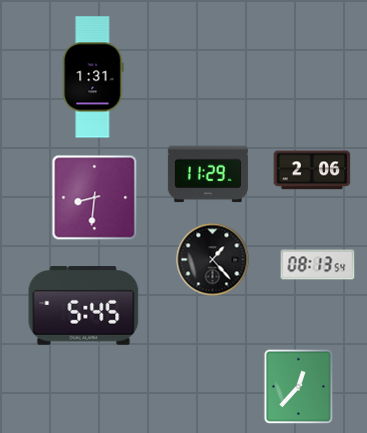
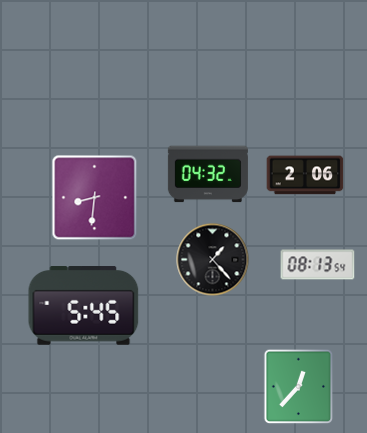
clock at (93, 77): 1:31 -> none
clock at (312, 170) position: (312, 170) -> (305, 175)
clock at (208, 174): 11:29 -> 04:32
